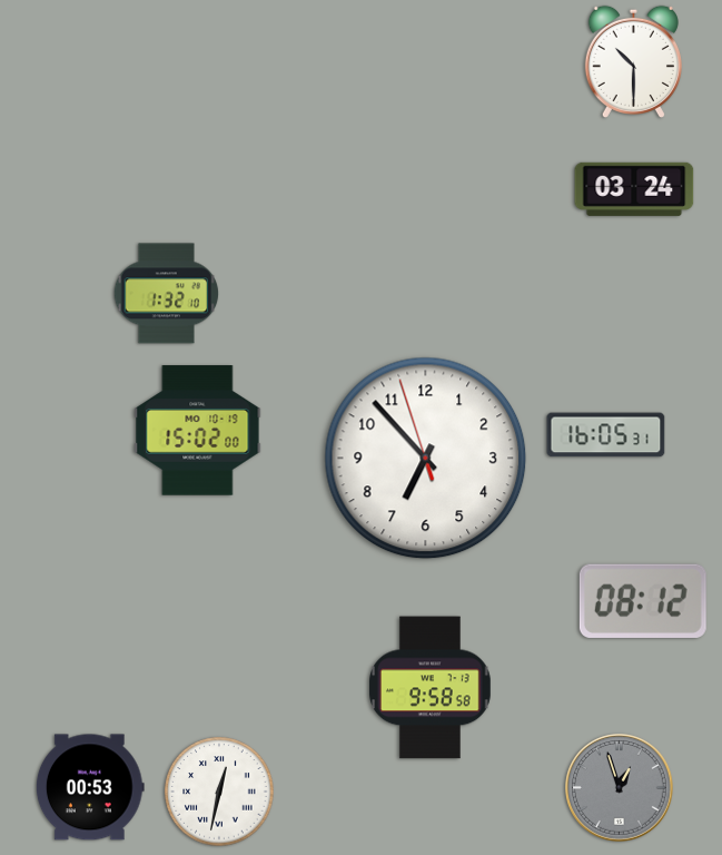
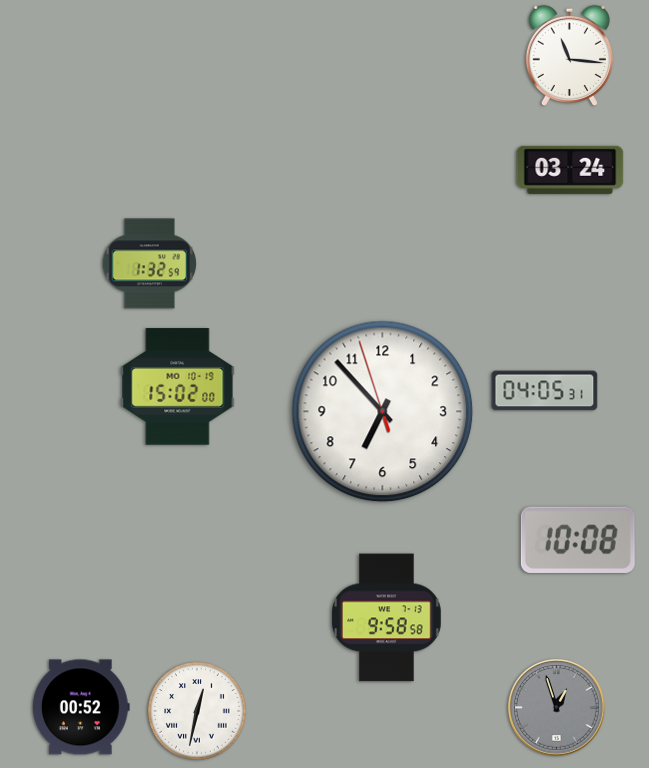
clock at (633, 61): 10:30 -> 11:16
clock at (167, 294): 1:32:10 -> 1:32:59
clock at (606, 435): 16:05 -> 04:05
clock at (643, 601): 08:12 -> 10:08
clock at (90, 787): 00:53 -> 00:52
